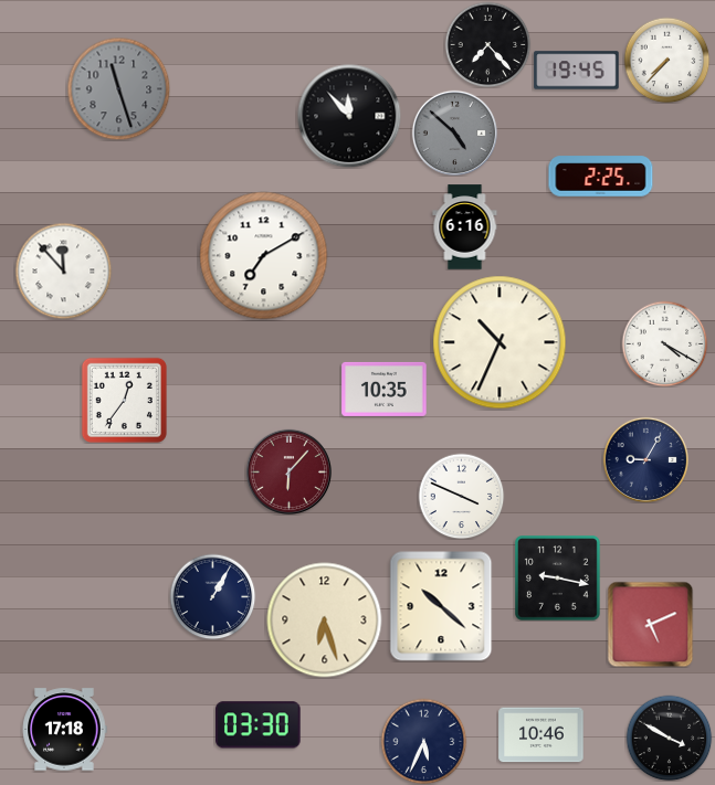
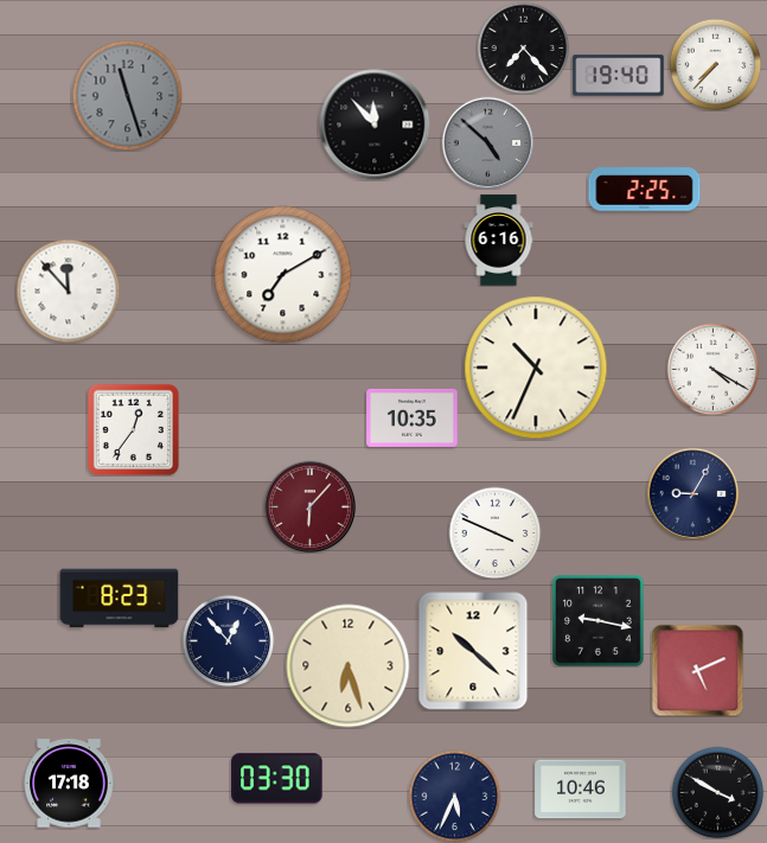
clock at (577, 71): 19:45 -> 19:40
clock at (465, 227) position: (465, 227) -> (499, 241)
clock at (120, 599): none -> 8:23
clock at (212, 596): 1:05 -> 12:53
